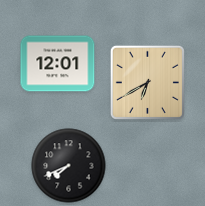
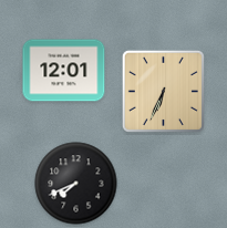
clock at (147, 82): 6:40 -> 6:34
